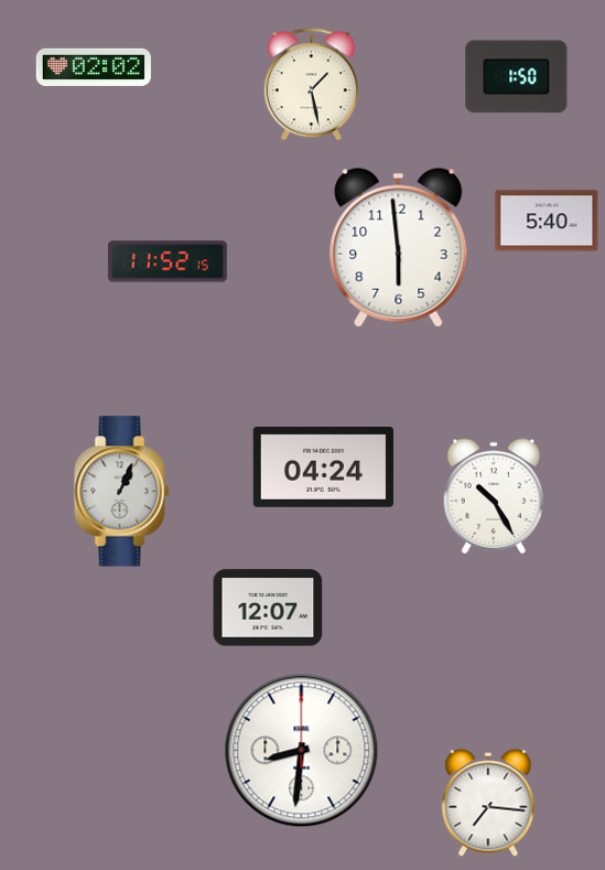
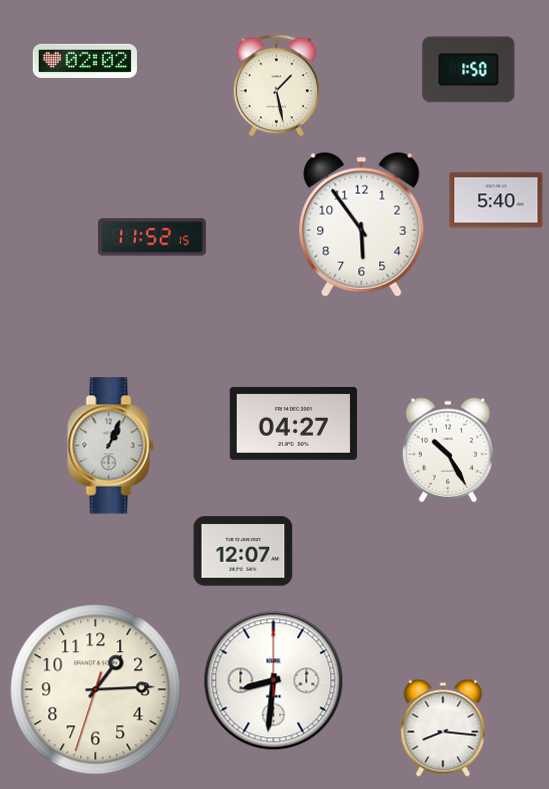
clock at (311, 85) position: (311, 85) -> (276, 86)
clock at (399, 247): 5:59 -> 5:54
clock at (323, 466): 04:24 -> 04:27
clock at (96, 690): none -> 1:14
clock at (488, 803): 7:16 -> 8:16
